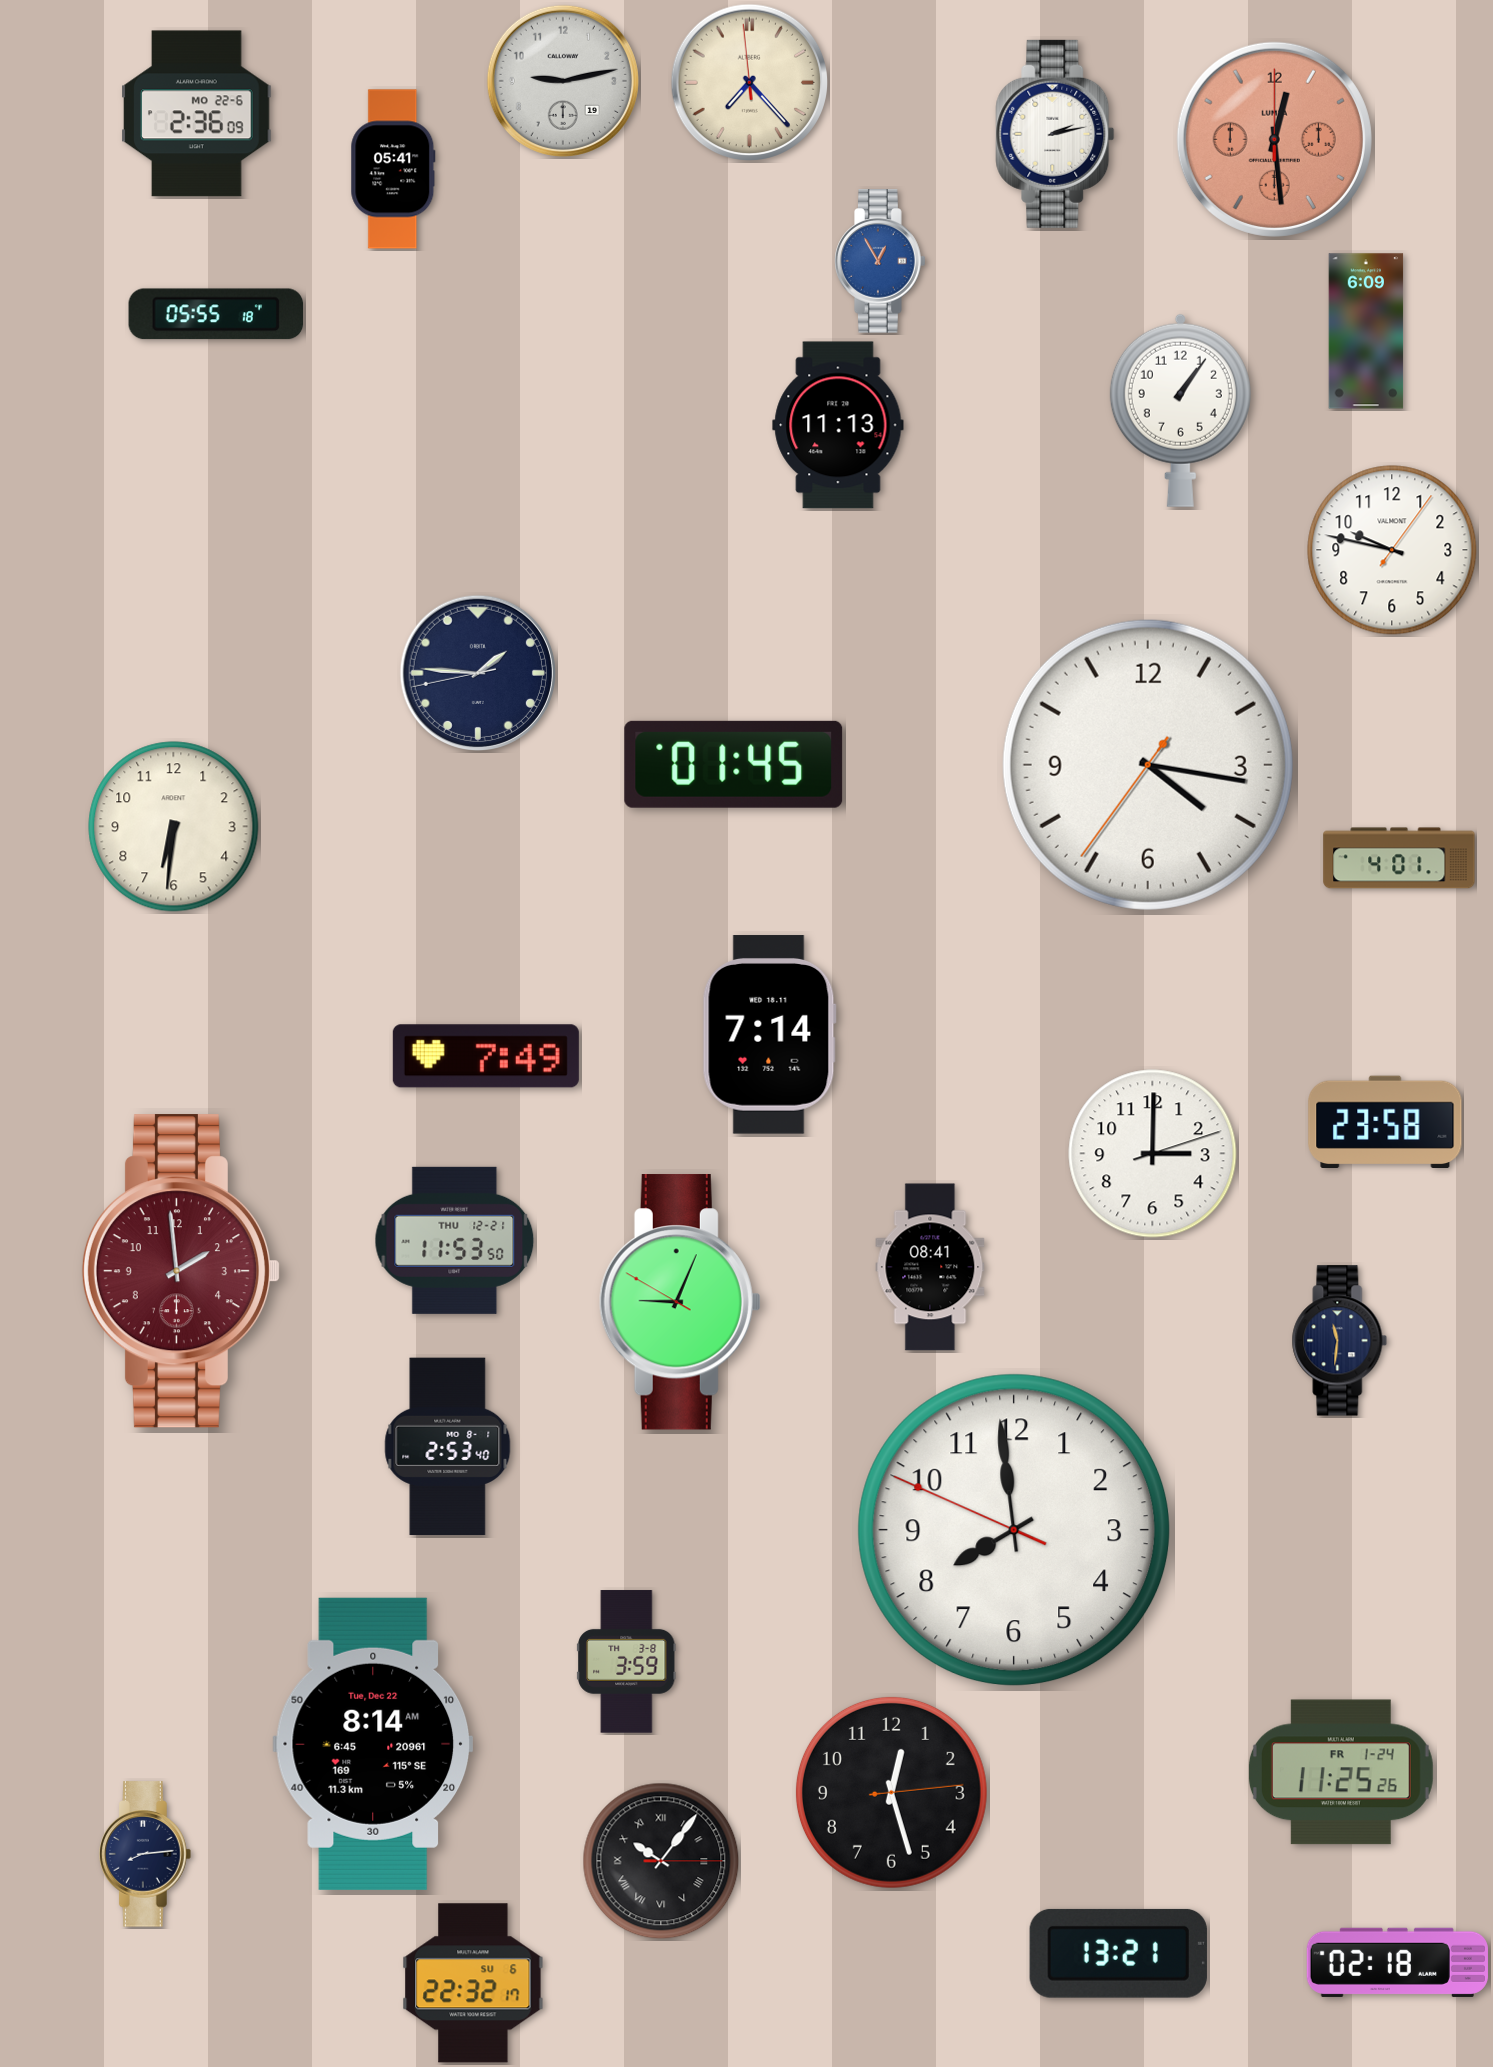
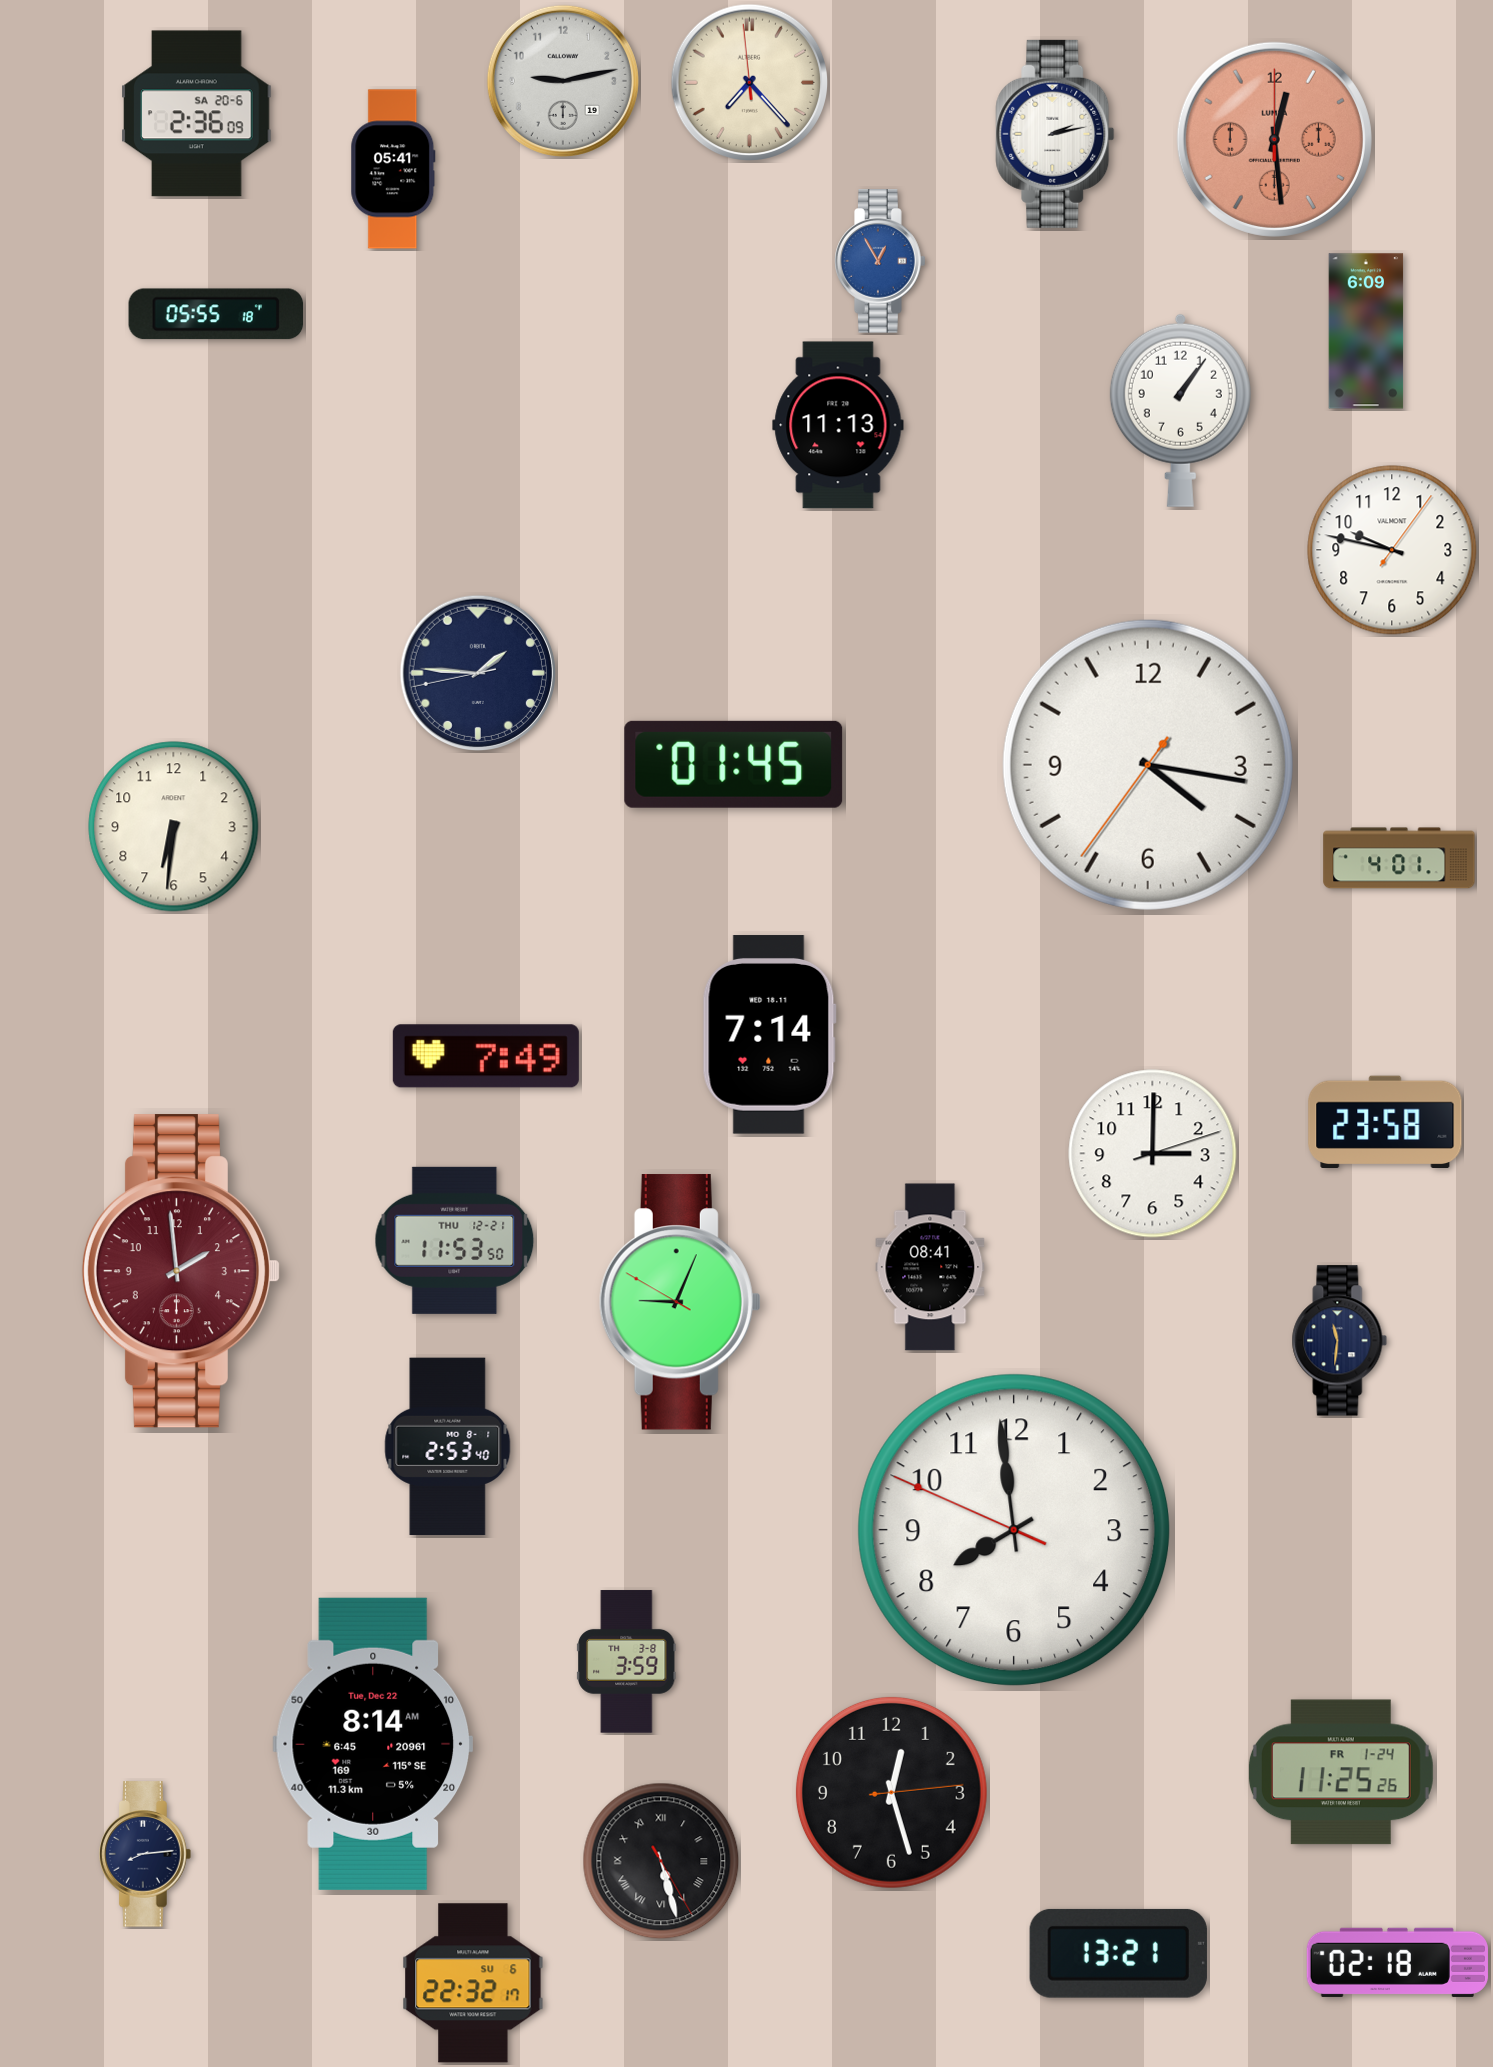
clock at (197, 114) date: MO 22-6 -> SA 20-6
clock at (661, 1861): 10:06 -> 5:27
